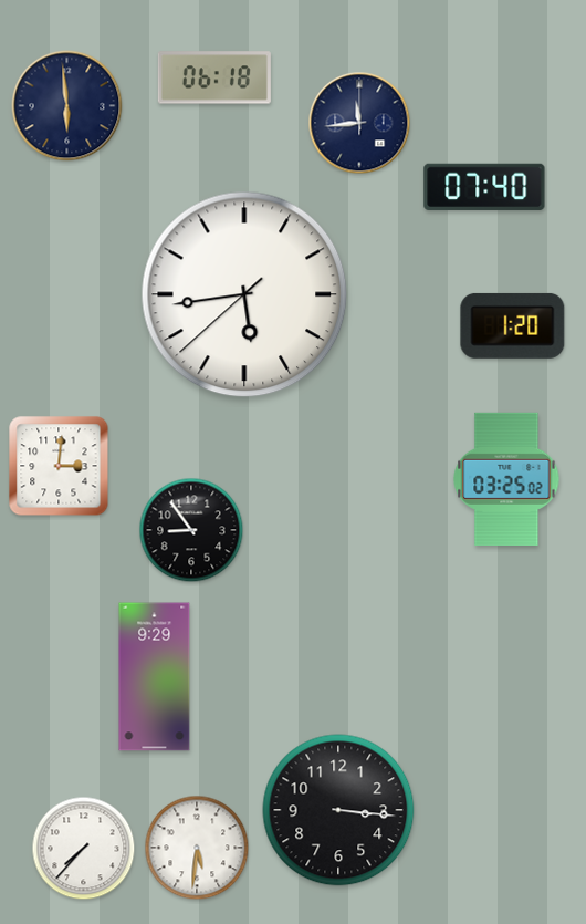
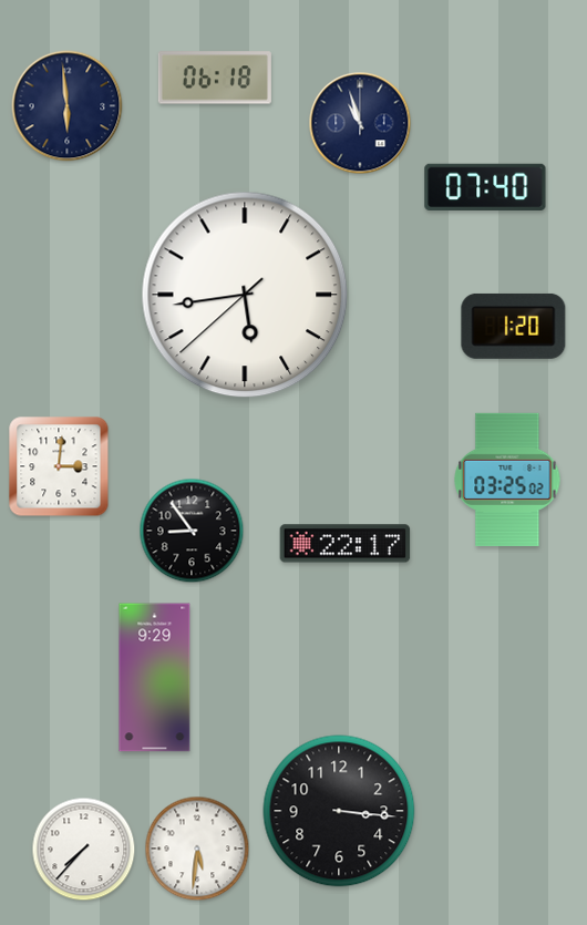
clock at (359, 123): 11:44 -> 10:57
clock at (346, 544): none -> 22:17
